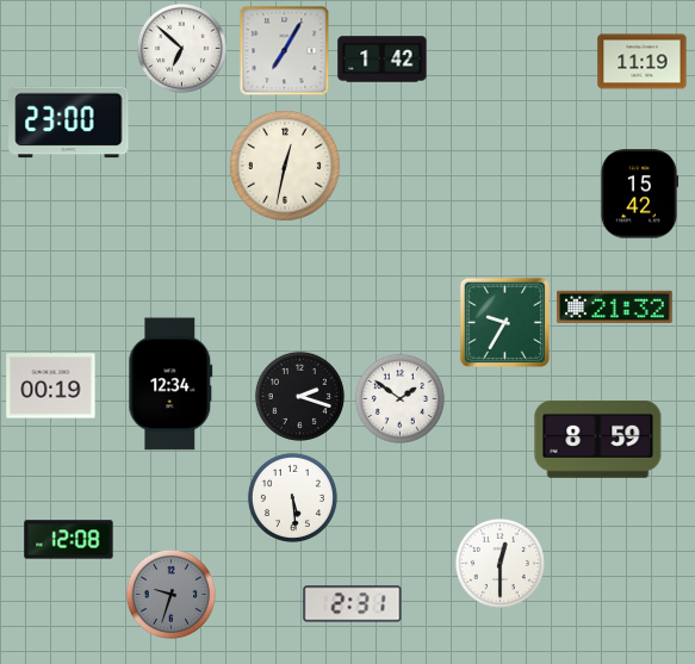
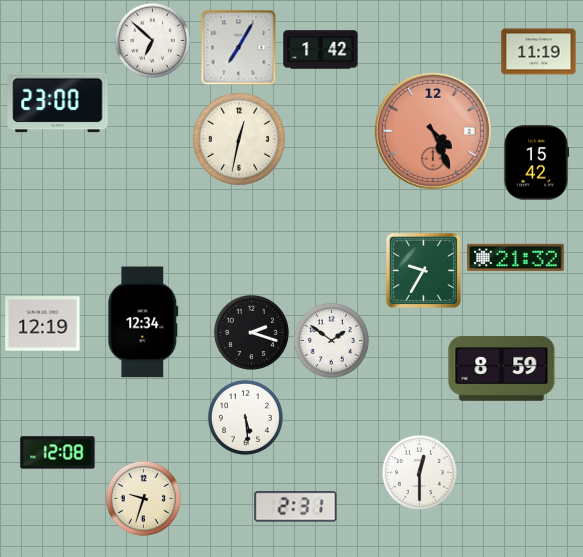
clock at (285, 51) position: (285, 51) -> (239, 48)
clock at (433, 131): none -> 4:26
clock at (51, 386): 00:19 -> 12:19
clock at (399, 398) position: (399, 398) -> (331, 340)
clock at (170, 594) dial: grey -> cream
